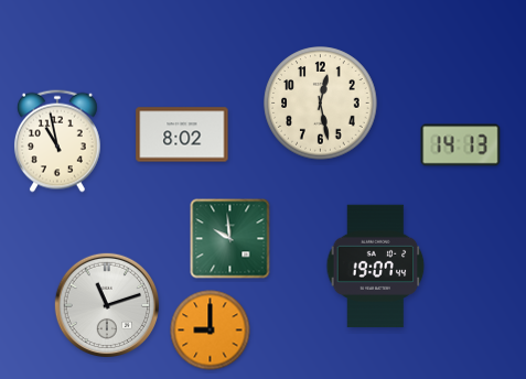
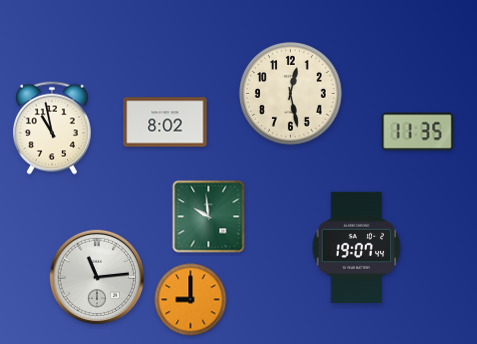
clock at (461, 145): 14:13 -> 11:35
clock at (376, 267) position: (376, 267) -> (357, 248)
clock at (106, 304): 11:12 -> 11:14
